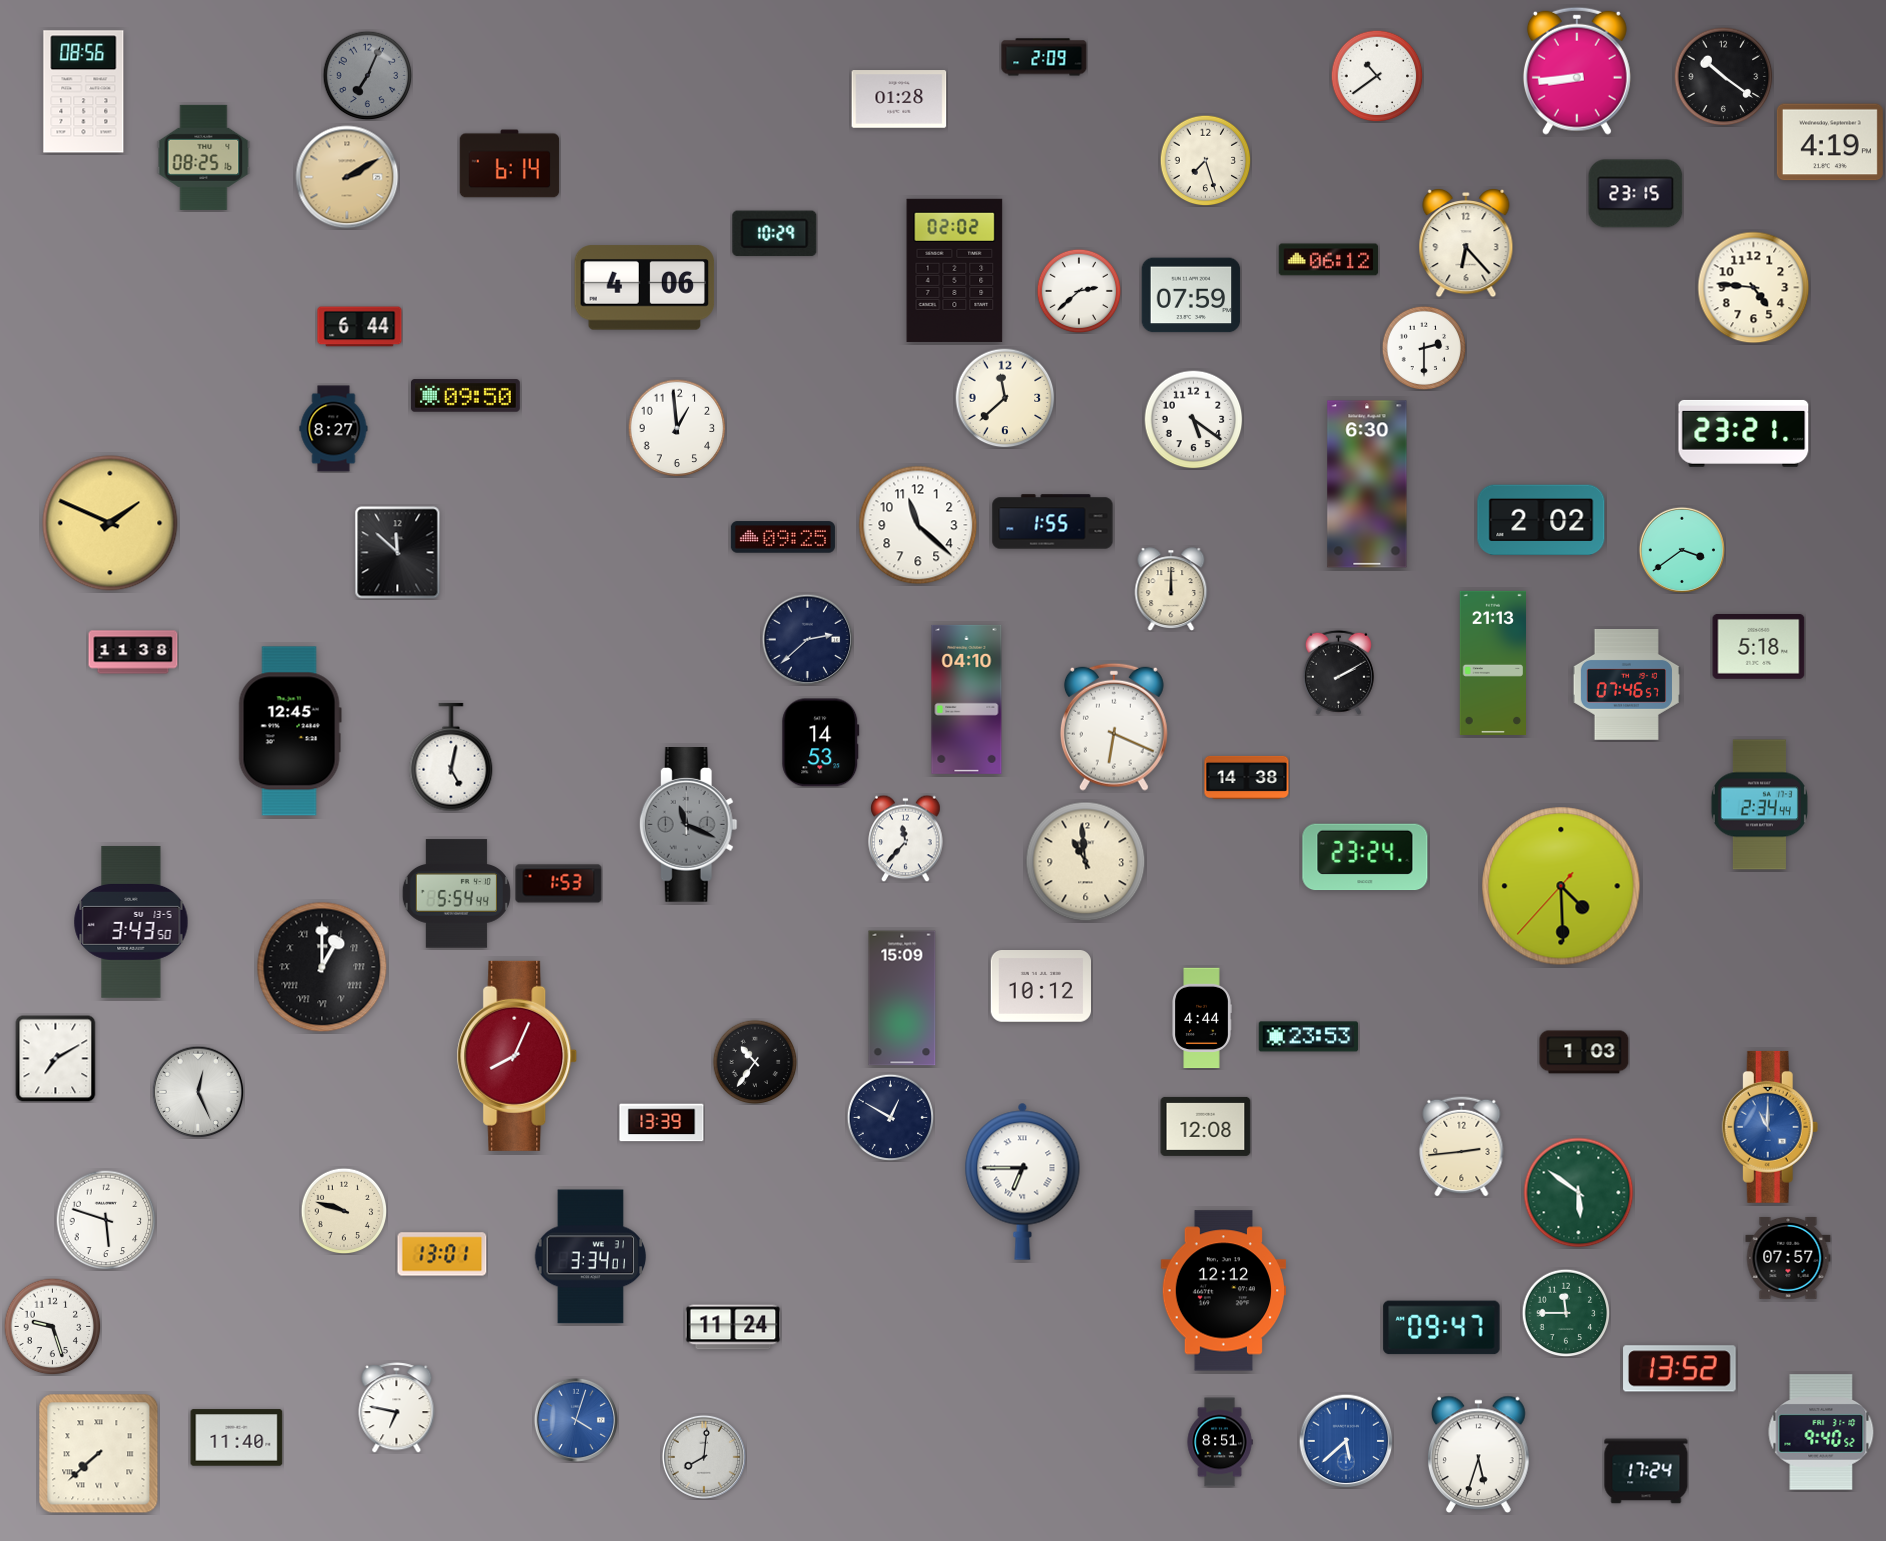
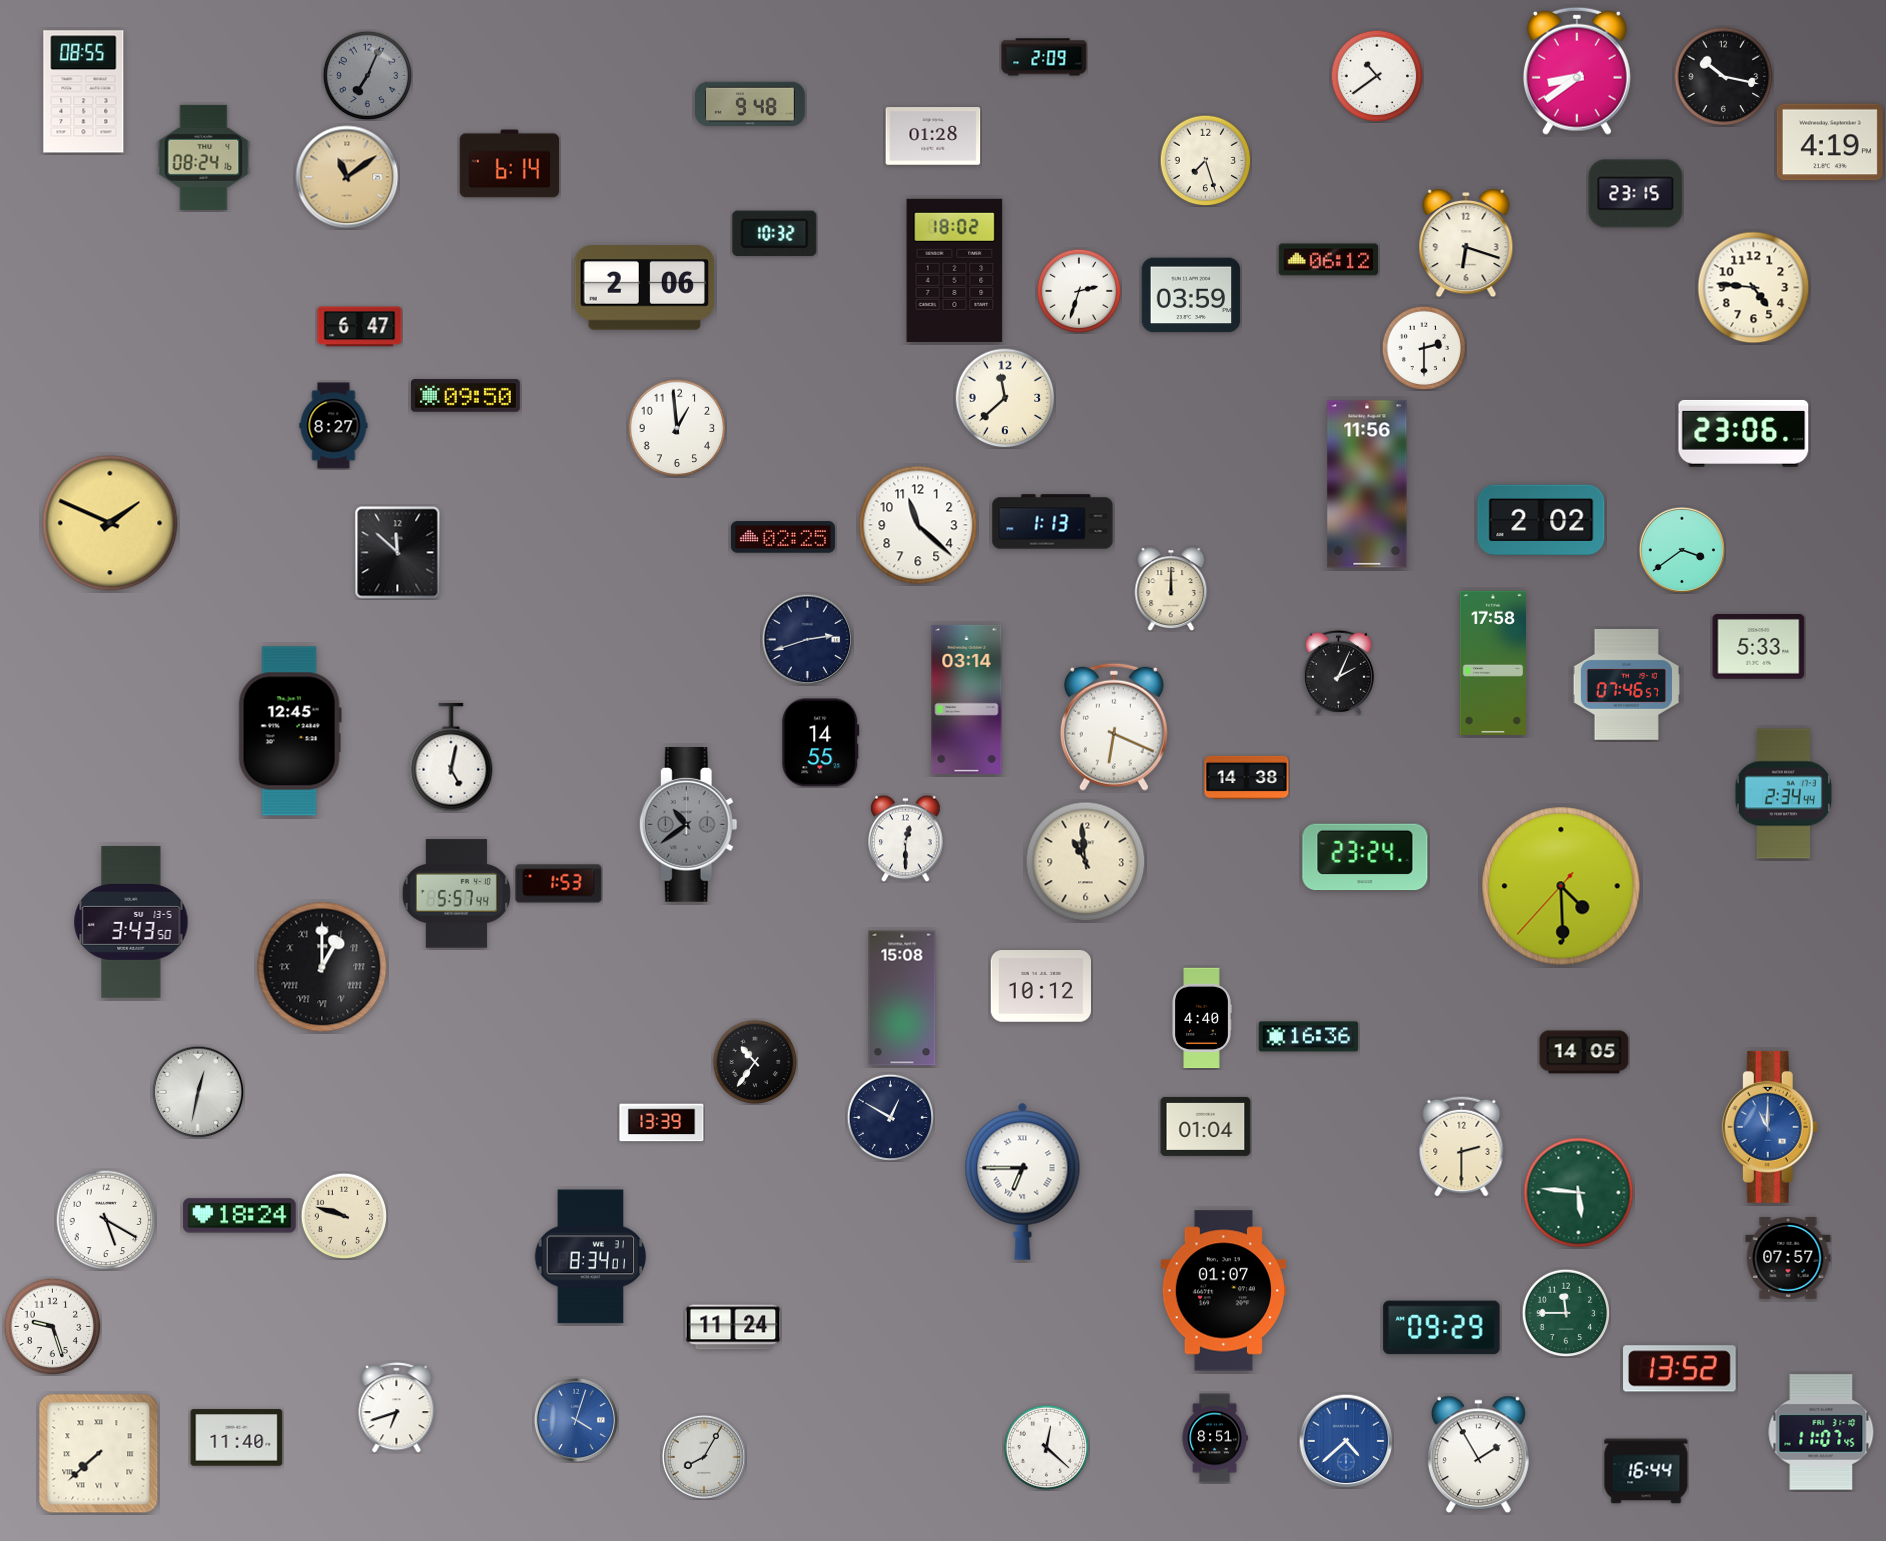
clock at (1577, 71): 8:44 -> 8:39
clock at (1724, 77): 10:21 -> 10:17
clock at (84, 92): 08:56 -> 08:55
clock at (899, 99) position: (899, 99) -> (933, 136)
clock at (751, 103): none -> 9:48
clock at (204, 157): 08:25 -> 08:24
clock at (347, 177): 2:10 -> 11:09
clock at (775, 234): 10:29 -> 10:32
clock at (1466, 244): 6:23 -> 6:18
clock at (955, 270): 02:02 -> 18:02
clock at (645, 288): 4:06 -> 2:06
clock at (1079, 291): 2:38 -> 2:33
clock at (1191, 295): 07:59 -> 03:59
clock at (360, 327): 6:44 -> 6:47
clock at (1194, 420): 5:21 -> none
clock at (334, 429) position: (334, 429) -> (334, 426)
clock at (1744, 433): 23:21 -> 23:06
clock at (1367, 484): 6:30 -> 11:56
clock at (1053, 522): 1:55 -> 1:13
clock at (783, 537): 09:25 -> 02:25
clock at (807, 639): 2:38 -> 2:42
clock at (1759, 647): 5:18 -> 5:33
clock at (133, 652): 11:38 -> none
clock at (1492, 663): 21:13 -> 17:58
clock at (1338, 672): 2:10 -> 2:04
clock at (967, 699): 04:10 -> 03:14
clock at (821, 743): 14:53 -> 14:55
clock at (1759, 805) position: (1759, 805) -> (1783, 794)
clock at (688, 825): 11:19 -> 10:39
clock at (906, 838): 11:37 -> 12:30
clock at (456, 894): 5:54 -> 5:57
clock at (902, 998): 15:09 -> 15:08
clock at (1202, 1018): 4:44 -> 4:40
clock at (1309, 1037): 23:53 -> 16:36
clock at (1584, 1052): 1:03 -> 14:05
clock at (517, 1056): 8:04 -> none
clock at (56, 1058): 7:10 -> none
clock at (198, 1092): 12:26 -> 12:32
clock at (1206, 1126): 12:08 -> 01:04
clock at (1462, 1146): 2:44 -> 2:30
clock at (1579, 1193): 5:51 -> 5:46
clock at (344, 1211) position: (344, 1211) -> (344, 1216)
clock at (240, 1216): none -> 18:24
clock at (106, 1220): 5:48 -> 5:20
clock at (442, 1254): 13:01 -> none
clock at (591, 1257): 3:34 -> 8:34
clock at (1224, 1291): 12:12 -> 01:07
clock at (1442, 1328): 09:47 -> 09:29
clock at (397, 1408): 6:47 -> 6:42
clock at (1821, 1432): 9:40 -> 11:07
clock at (1346, 1441): 5:38 -> 4:38
clock at (1220, 1442) position: (1220, 1442) -> (1215, 1438)
clock at (1046, 1447): none -> 12:22
clock at (1479, 1455): 5:33 -> 1:55
clock at (704, 1457): 8:01 -> 8:05
clock at (1646, 1471): 17:24 -> 16:44
